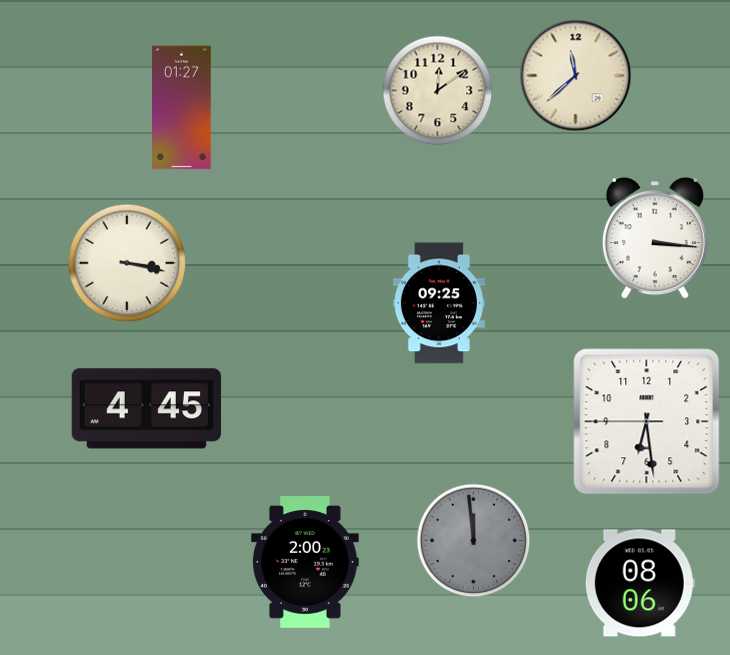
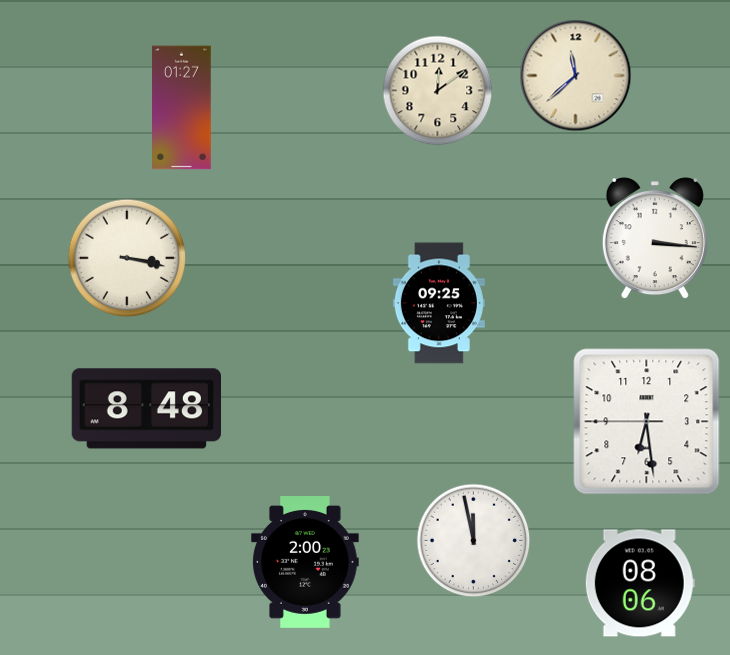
clock at (127, 263) position: (127, 263) -> (127, 258)
clock at (146, 409): 4:45 -> 8:48
clock at (474, 541): 11:59 -> 11:58
clock at (474, 541) dial: grey -> white
